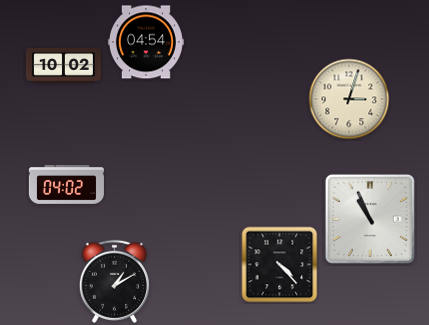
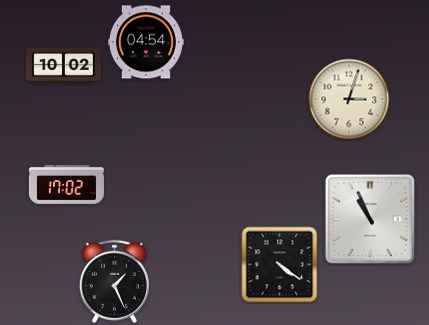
clock at (66, 184): 04:02 -> 17:02
clock at (280, 265): 4:23 -> 4:21
clock at (114, 281): 1:10 -> 1:26
